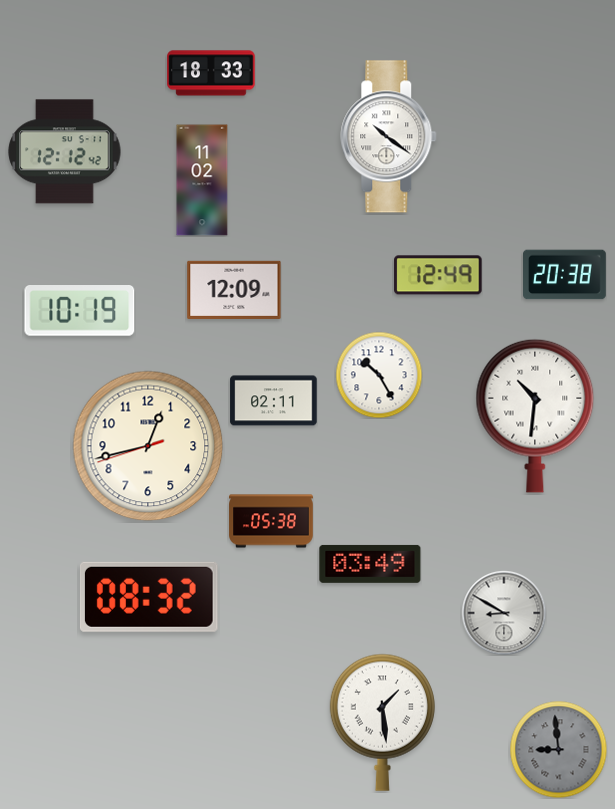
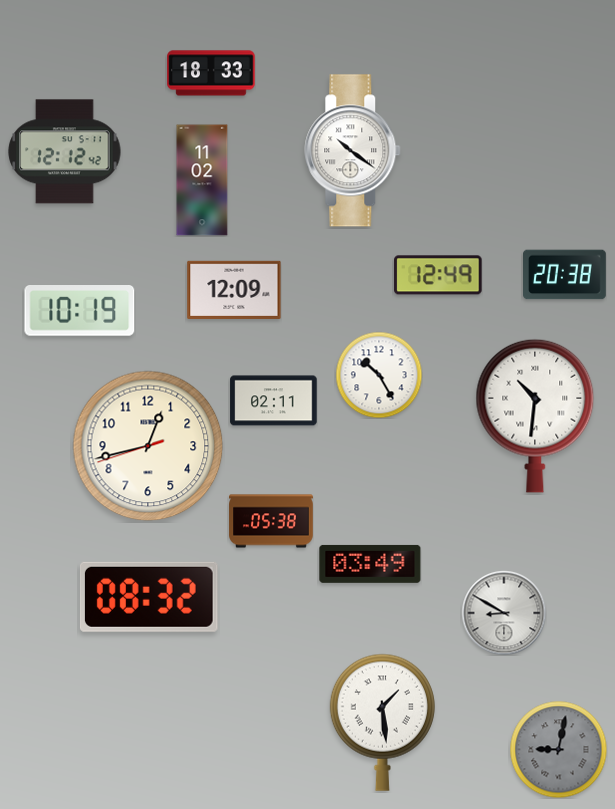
clock at (389, 137) position: (389, 137) -> (353, 151)
clock at (558, 749): 8:59 -> 9:02
